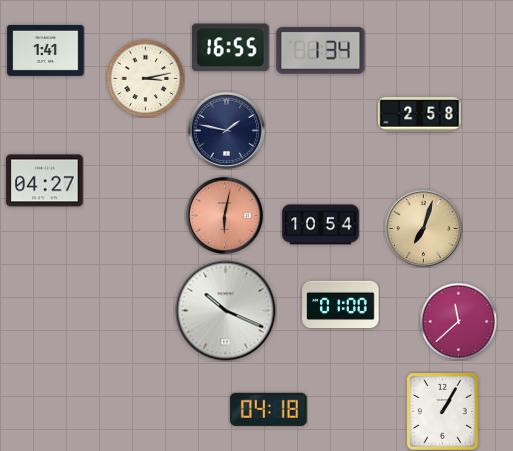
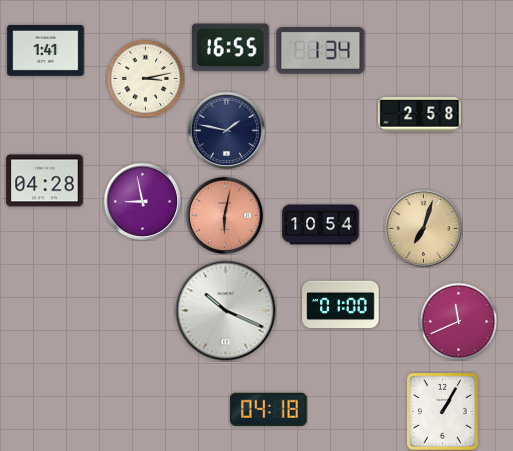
clock at (45, 181): 04:27 -> 04:28
clock at (142, 201): none -> 8:58
clock at (458, 321): 11:38 -> 11:41
